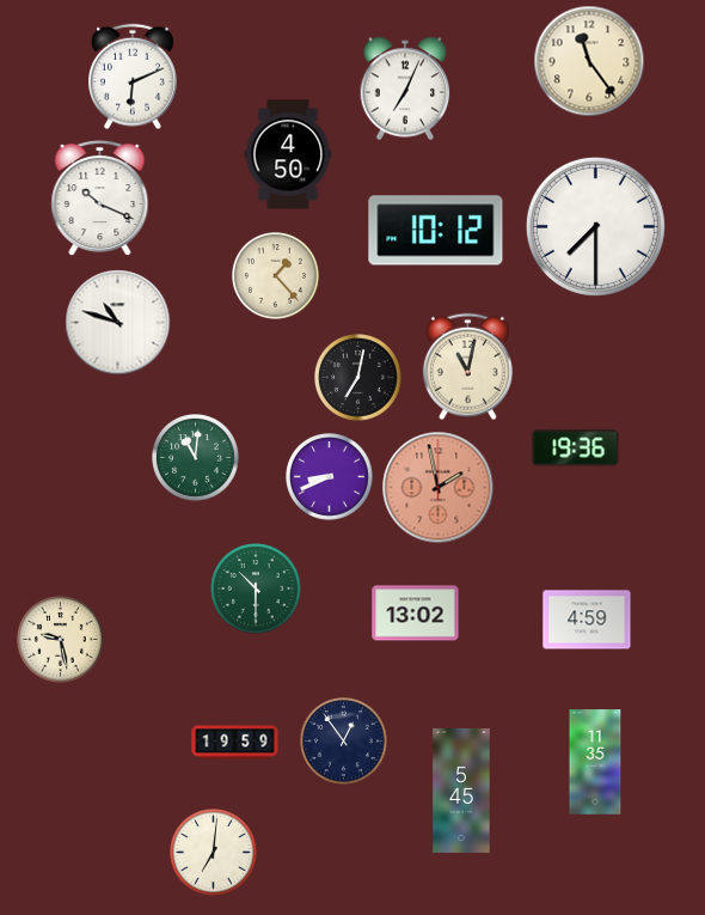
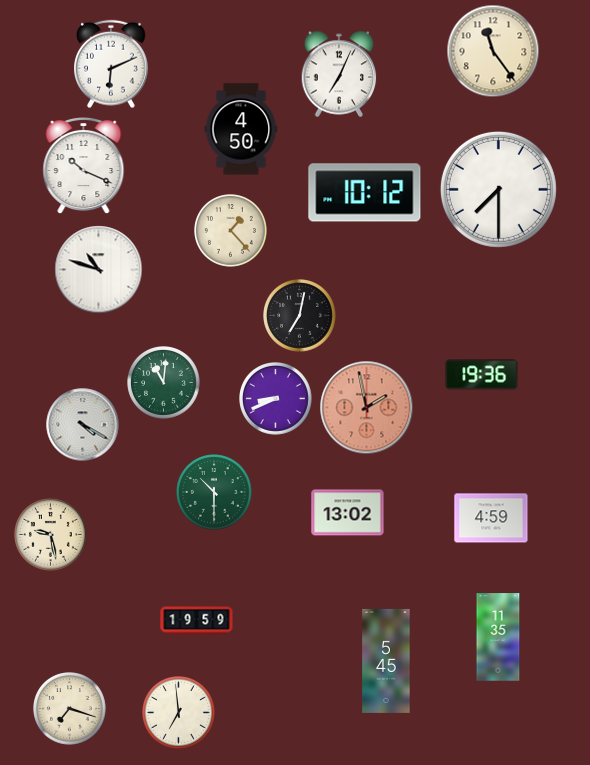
clock at (467, 367): 11:02 -> none
clock at (83, 425): none -> 4:20
clock at (344, 742): 12:54 -> none
clock at (70, 709): none -> 7:18
clock at (214, 853): 7:01 -> 6:59
